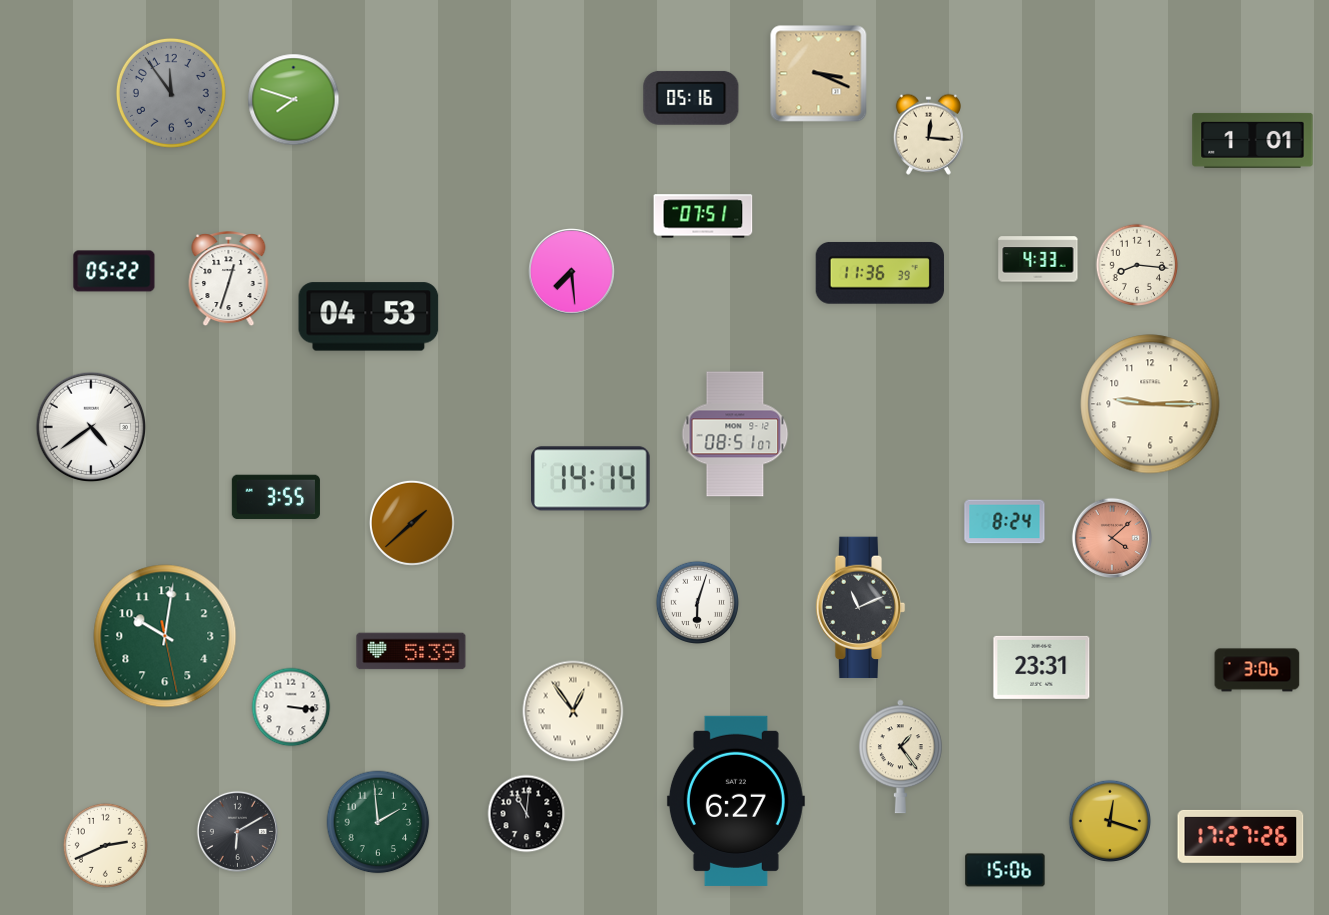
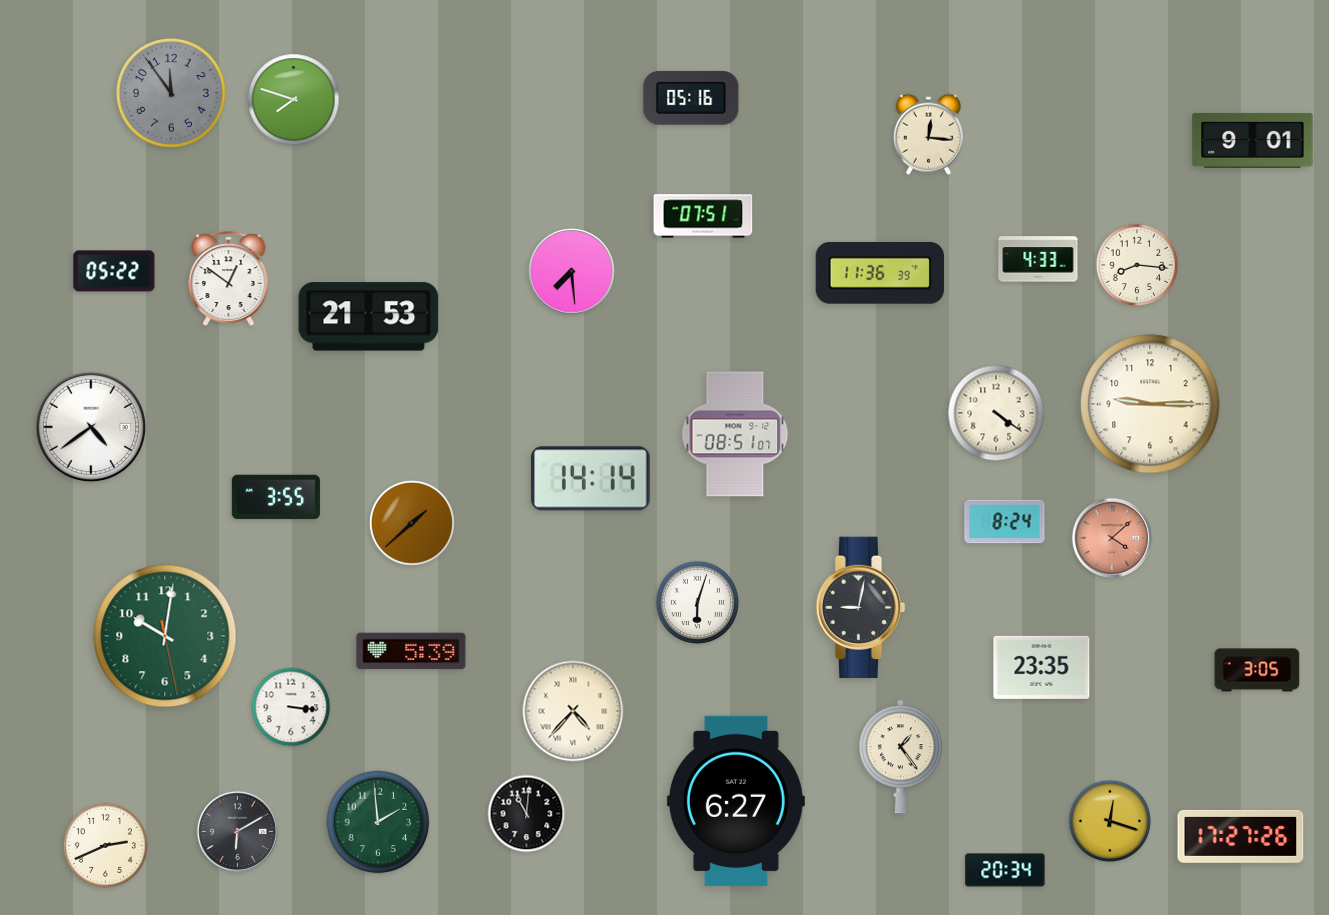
clock at (819, 74): 3:19 -> none
clock at (1253, 140): 1:01 -> 9:01
clock at (229, 279): 12:33 -> 12:51
clock at (369, 317): 04:53 -> 21:53
clock at (996, 413): none -> 4:21
clock at (861, 608): 11:11 -> 9:02
clock at (1042, 667): 23:31 -> 23:35
clock at (1257, 670): 3:06 -> 3:05
clock at (573, 711): 12:54 -> 4:37
clock at (1005, 870): 15:06 -> 20:34
